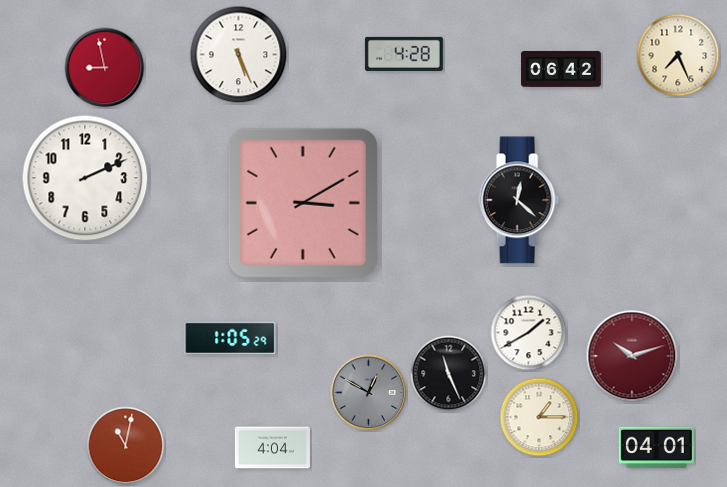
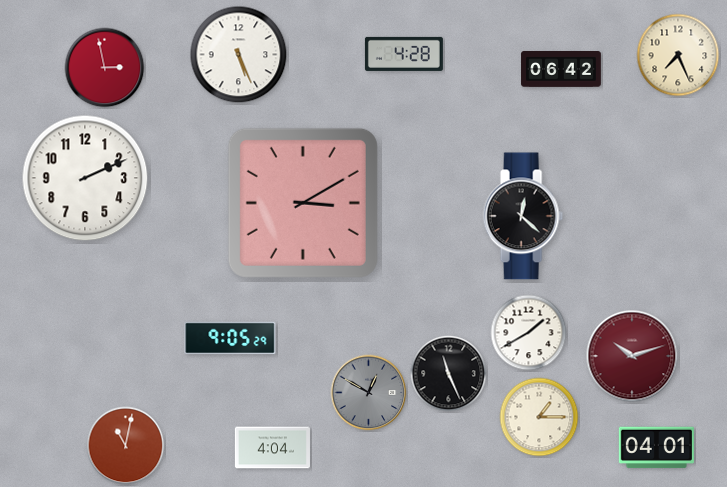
clock at (105, 68): 8:58 -> 2:58
clock at (519, 200) position: (519, 200) -> (523, 216)
clock at (230, 338): 1:05 -> 9:05
